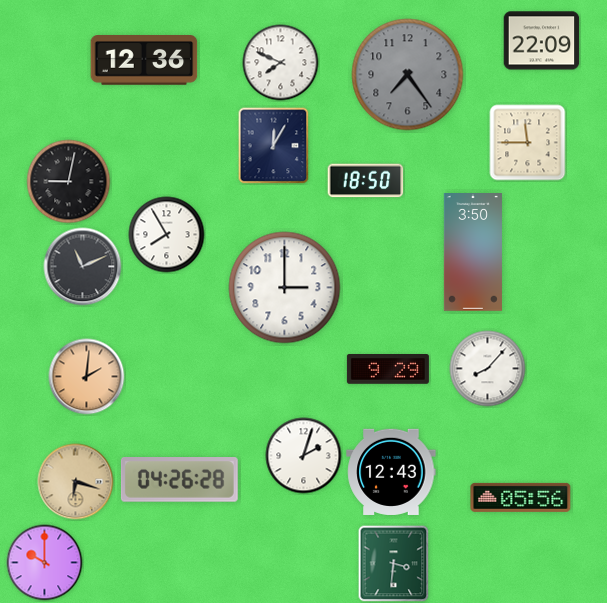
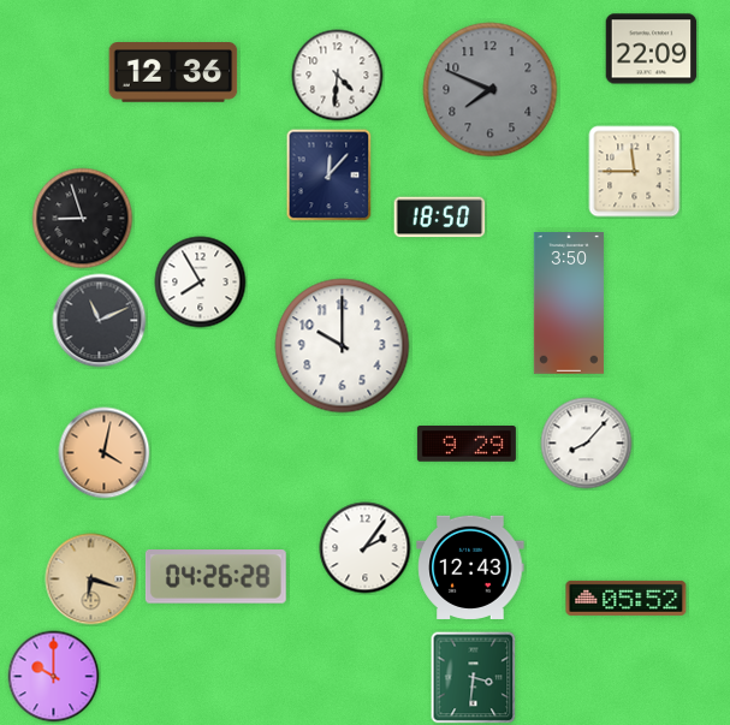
clock at (281, 63): 7:49 -> 4:31
clock at (408, 75): 7:24 -> 7:49
clock at (274, 146): 12:05 -> 12:07
clock at (69, 182): 9:02 -> 8:57
clock at (285, 288): 3:00 -> 10:00
clock at (87, 377): 2:01 -> 4:02
clock at (304, 456): 2:03 -> 2:06
clock at (521, 497): 05:56 -> 05:52
